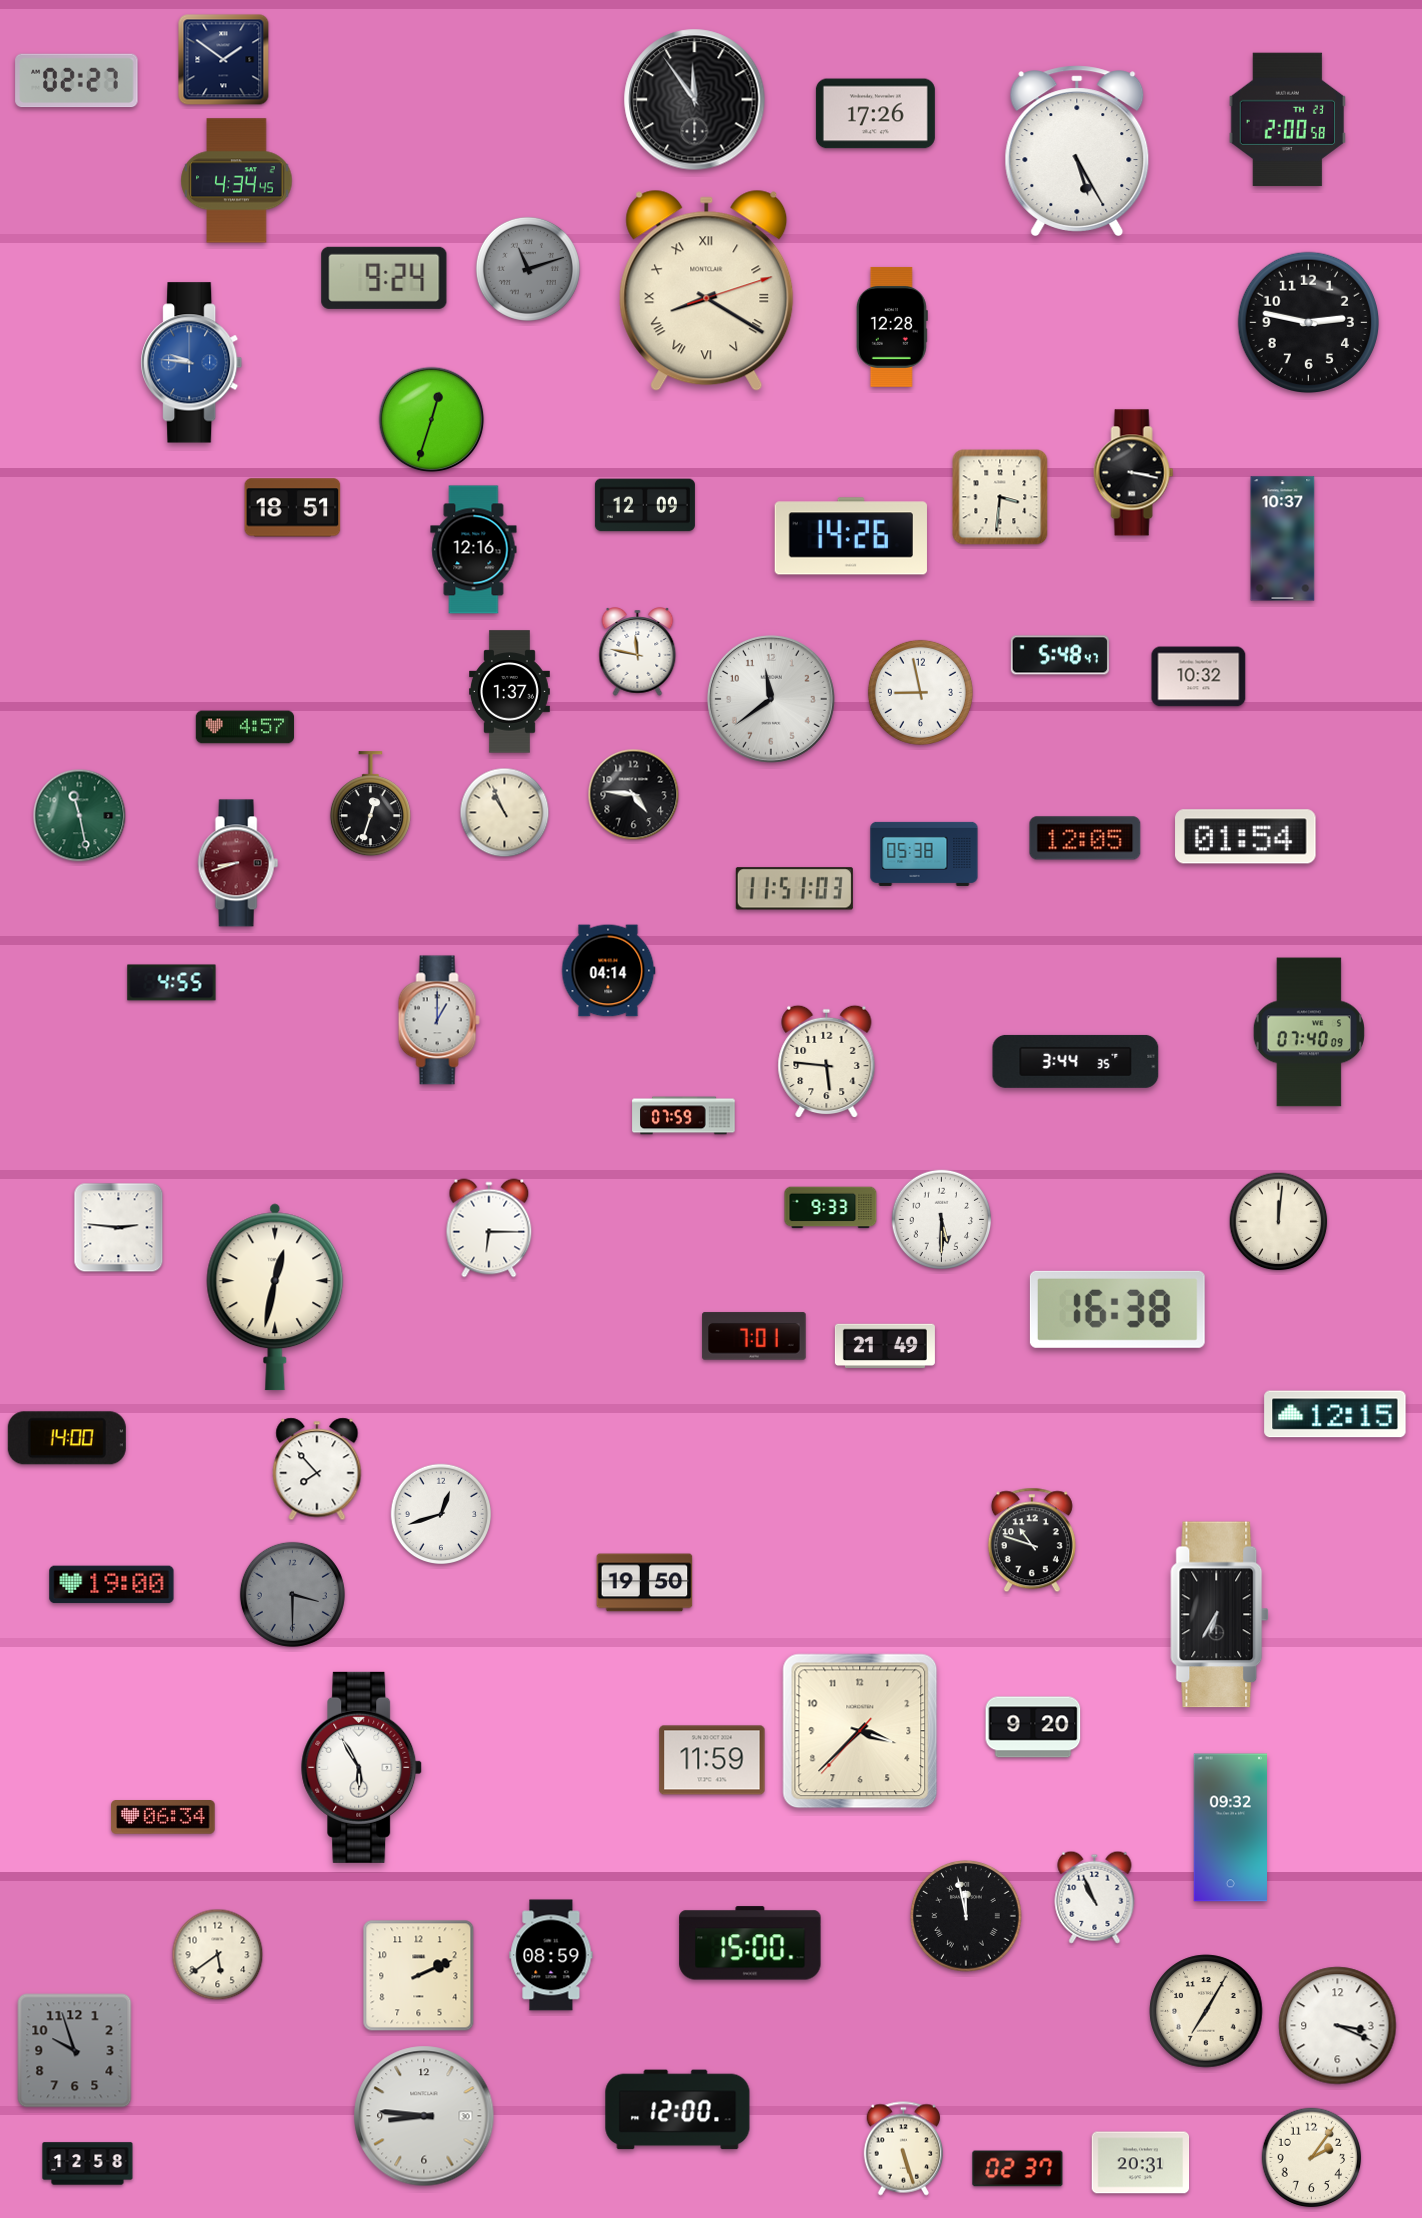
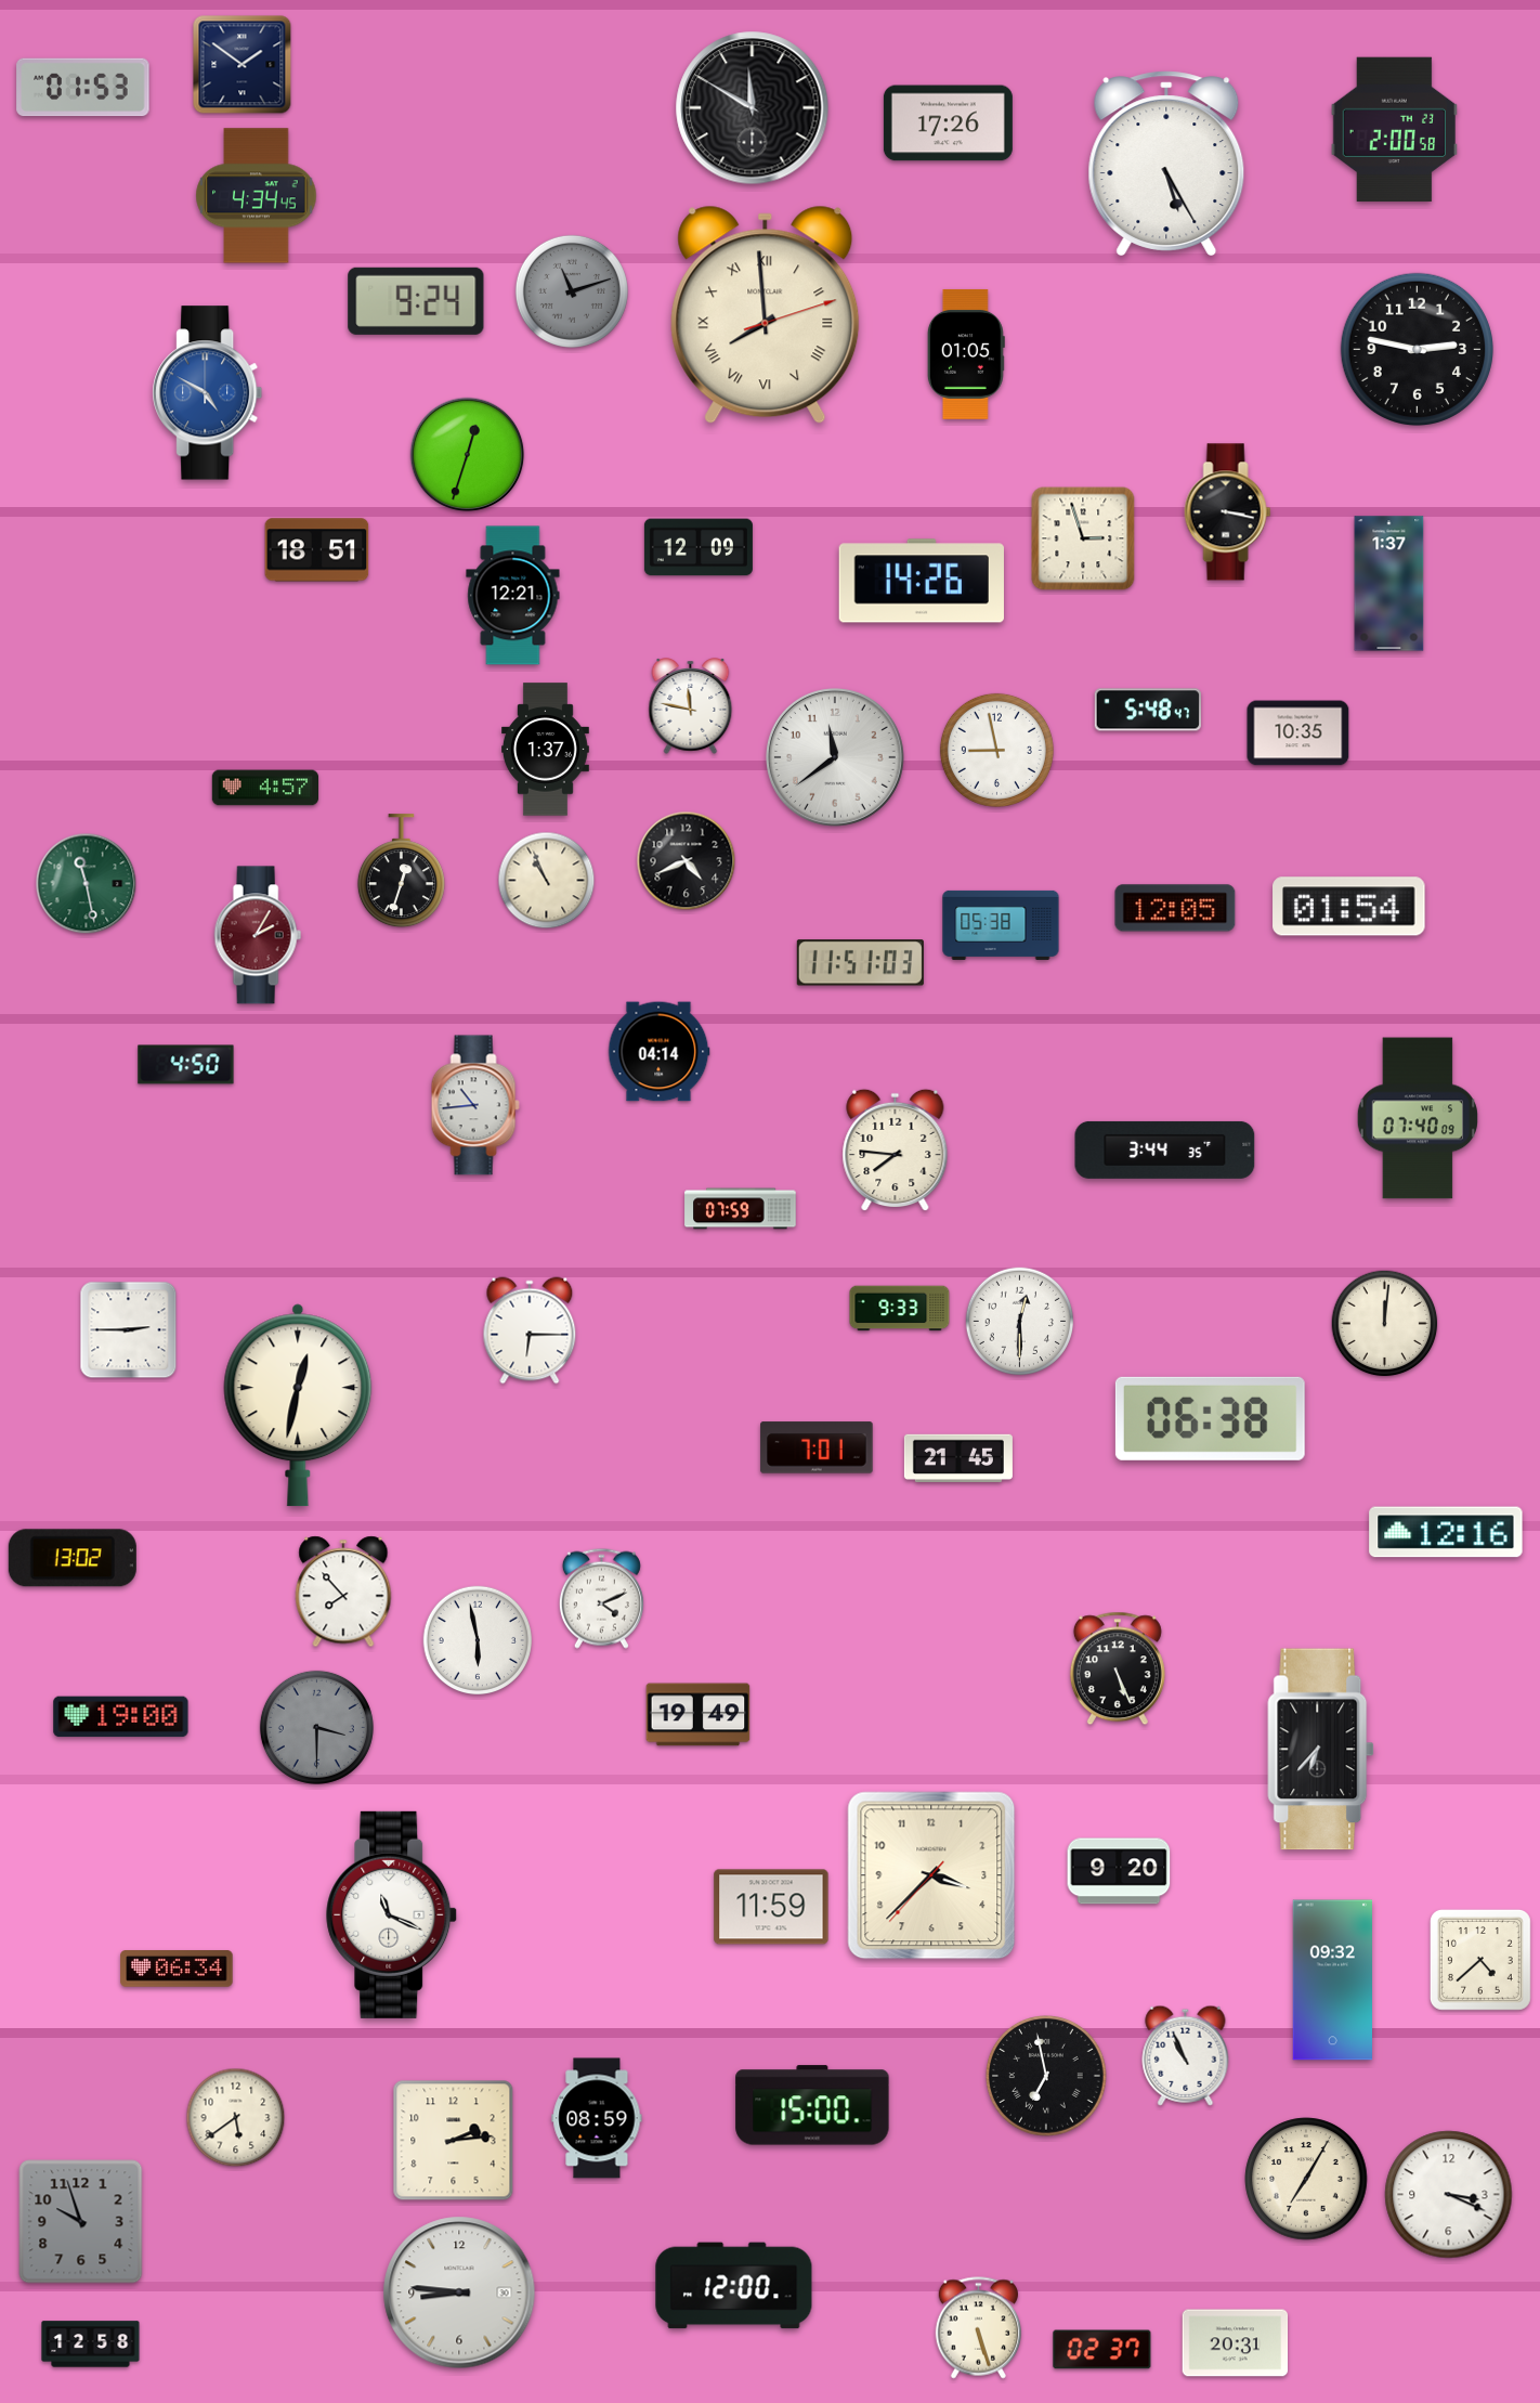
clock at (77, 81): 02:27 -> 01:53
clock at (695, 100): 11:54 -> 11:50
clock at (707, 290): 8:20 -> 7:59
clock at (892, 327): 12:28 -> 01:05
clock at (192, 363): 9:46 -> 4:50
clock at (1000, 497): 3:31 -> 2:57
clock at (1283, 539): 10:37 -> 1:37
clock at (474, 550): 12:16 -> 12:21
clock at (1199, 677): 10:32 -> 10:35
clock at (510, 692) position: (510, 692) -> (546, 750)
clock at (634, 795): 4:46 -> 4:41
clock at (238, 863): 8:42 -> 2:05
clock at (172, 983): 4:55 -> 4:50
clock at (439, 1020): 1:00 -> 10:44
clock at (827, 1062): 5:46 -> 7:46
clock at (942, 1220): 5:30 -> 12:30
clock at (119, 1228): 2:46 -> 2:45
clock at (1117, 1309): 16:38 -> 06:38
clock at (885, 1346): 21:49 -> 21:45
clock at (1335, 1414): 12:15 -> 12:16
clock at (67, 1438): 14:00 -> 13:02
clock at (601, 1598): none -> 4:11
clock at (440, 1513): 12:42 -> 5:58
clock at (1032, 1540): 10:48 -> 5:26
clock at (645, 1583): 19:50 -> 19:49
clock at (1220, 1615): 6:35 -> 6:37
clock at (362, 1767): 5:55 -> 11:19
clock at (1480, 1960): none -> 4:38
clock at (966, 1916): 11:58 -> 6:58
clock at (419, 1976): 2:11 -> 2:14
clock at (1312, 2158): 2:06 -> none
clock at (88, 2164) position: (88, 2164) -> (91, 2344)
